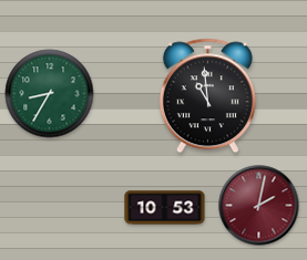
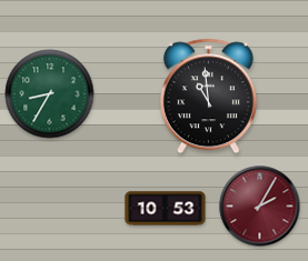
clock at (259, 206): 2:02 -> 2:05
